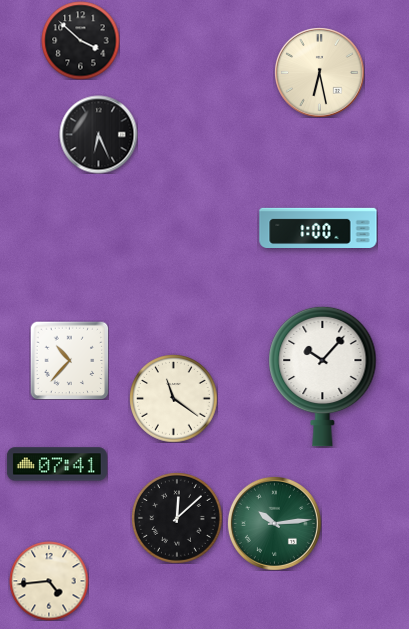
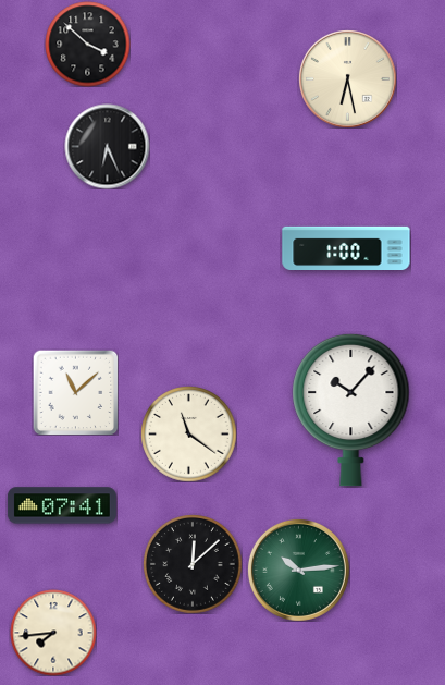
clock at (69, 360): 10:37 -> 11:08
clock at (49, 581): 4:44 -> 7:44
